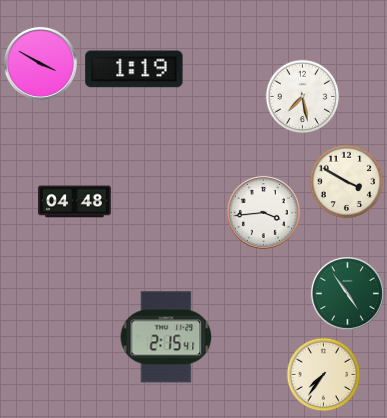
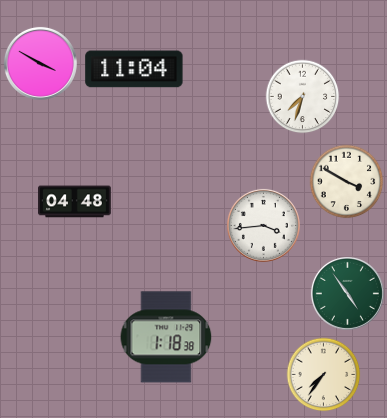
clock at (134, 69): 1:19 -> 11:04
clock at (303, 97): 7:28 -> 7:33
clock at (263, 212) position: (263, 212) -> (263, 225)
clock at (166, 337): 2:15 -> 1:18
